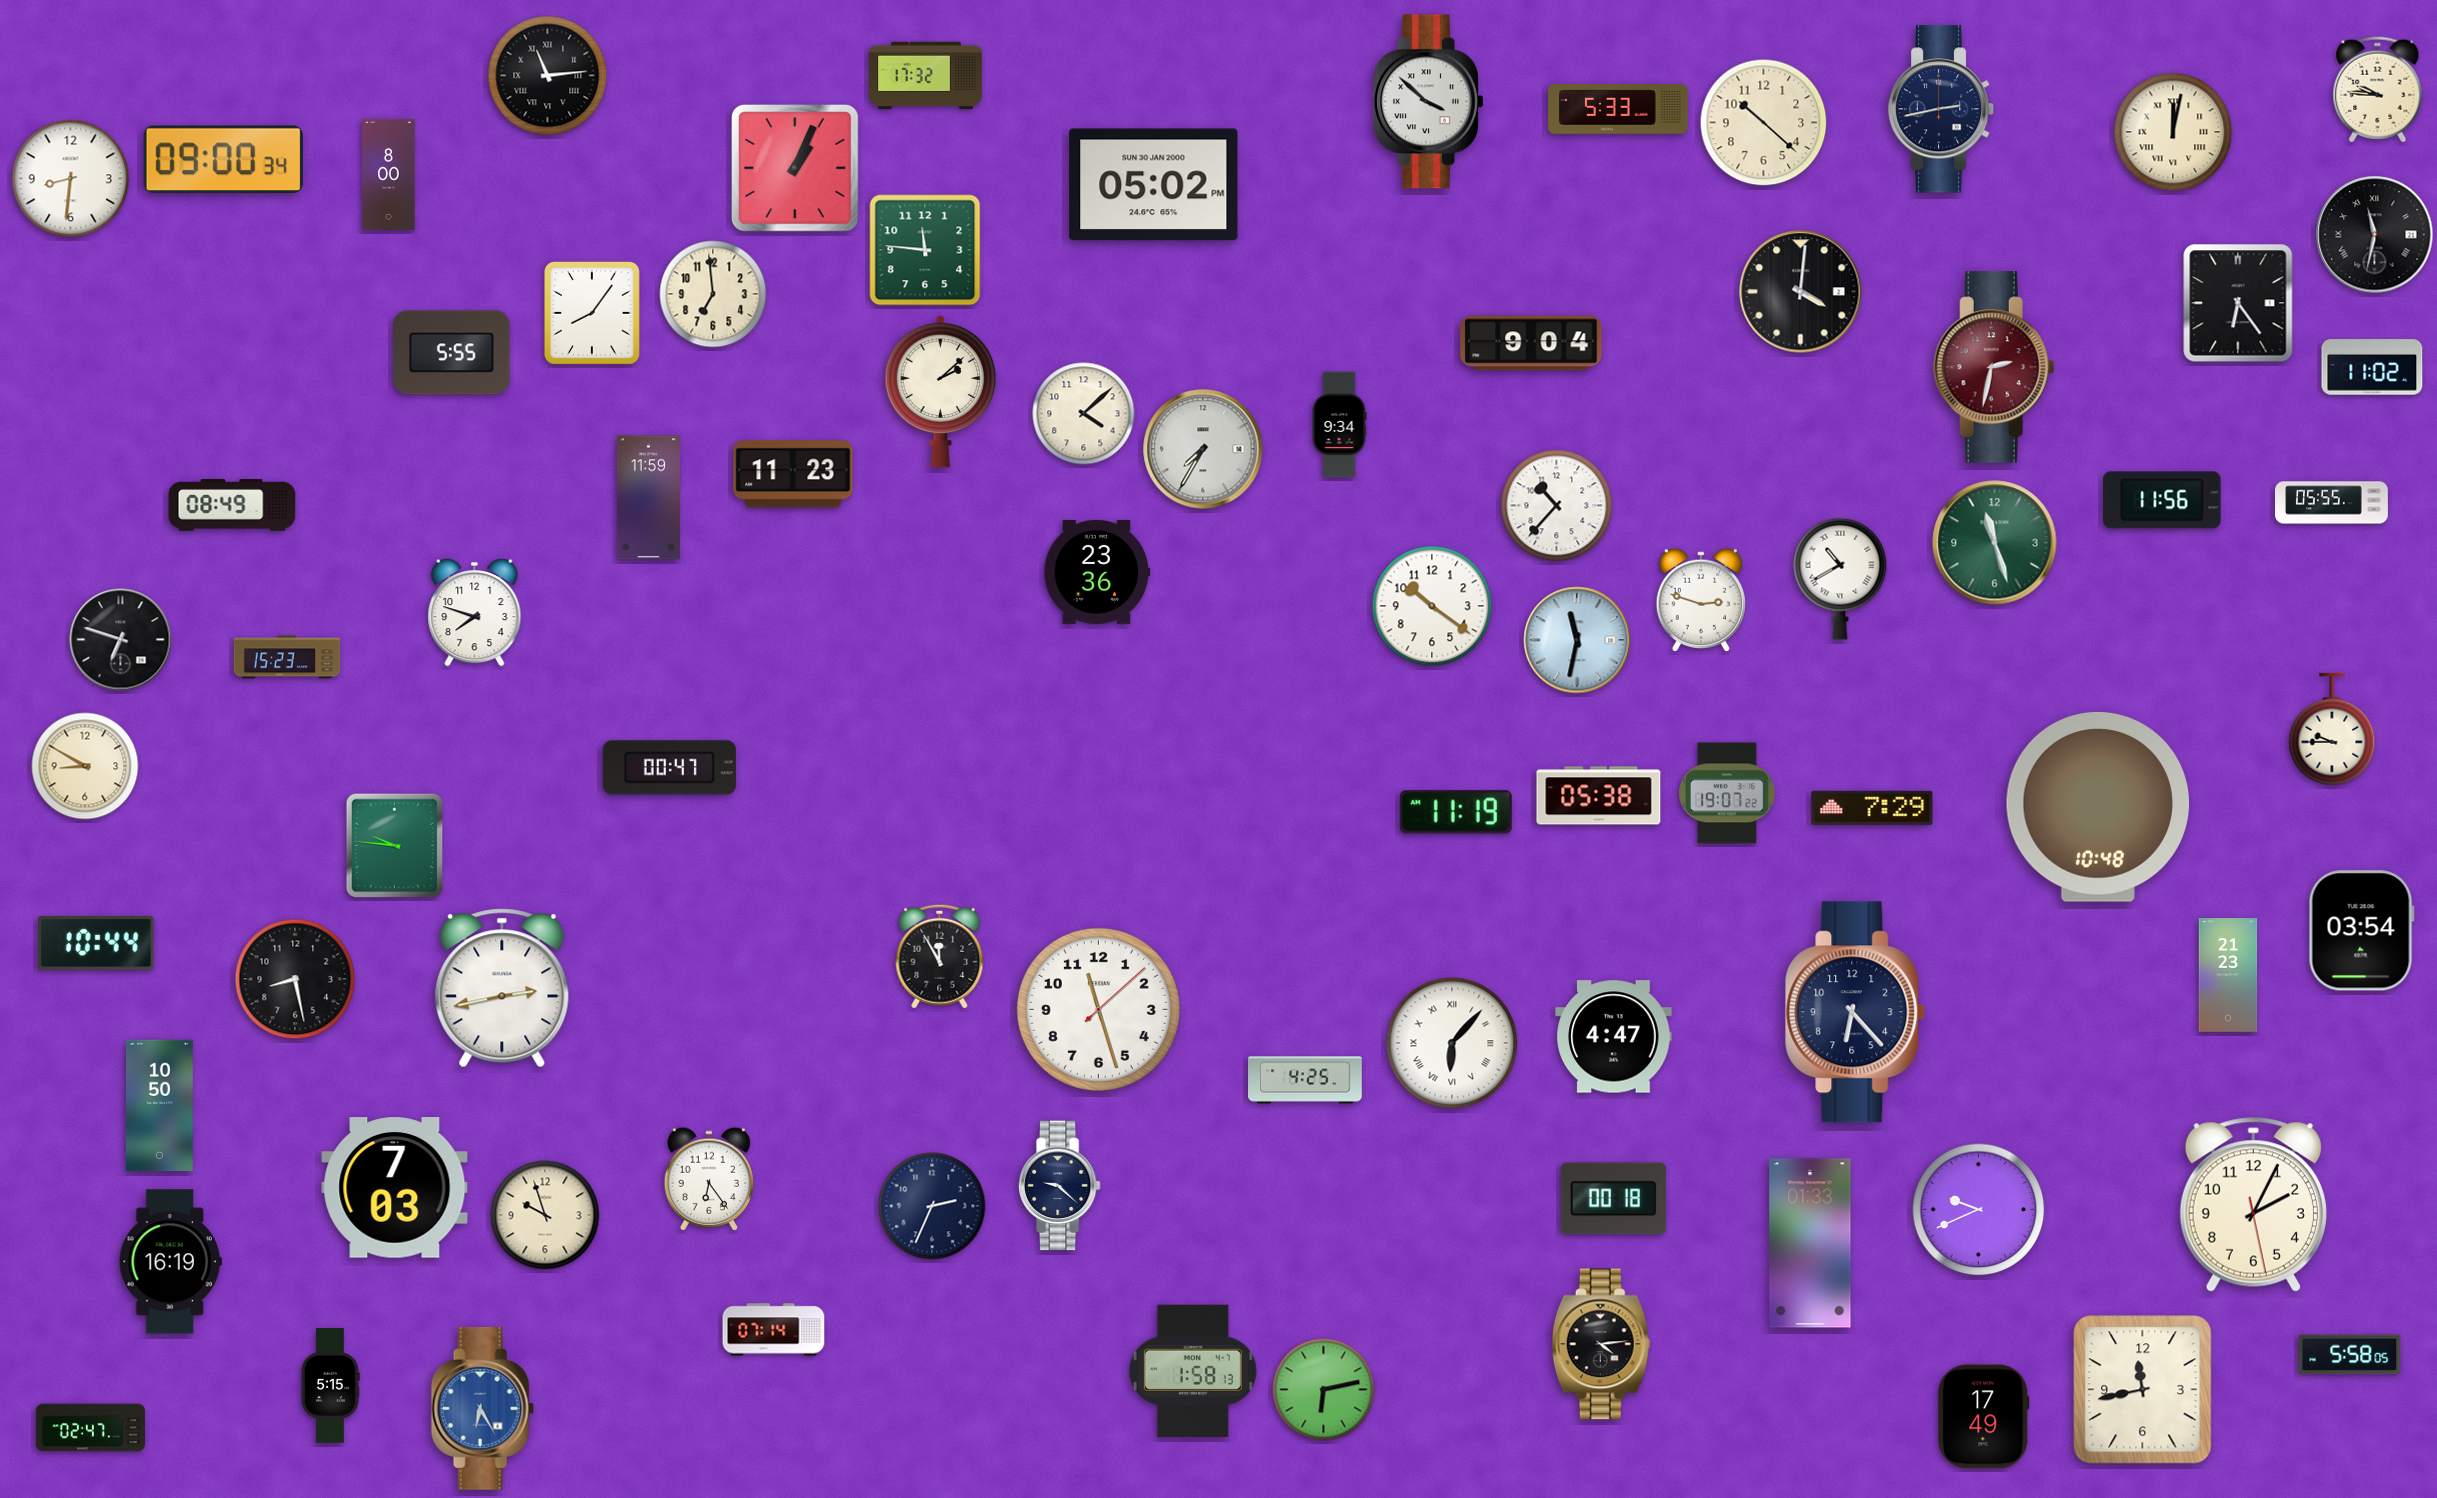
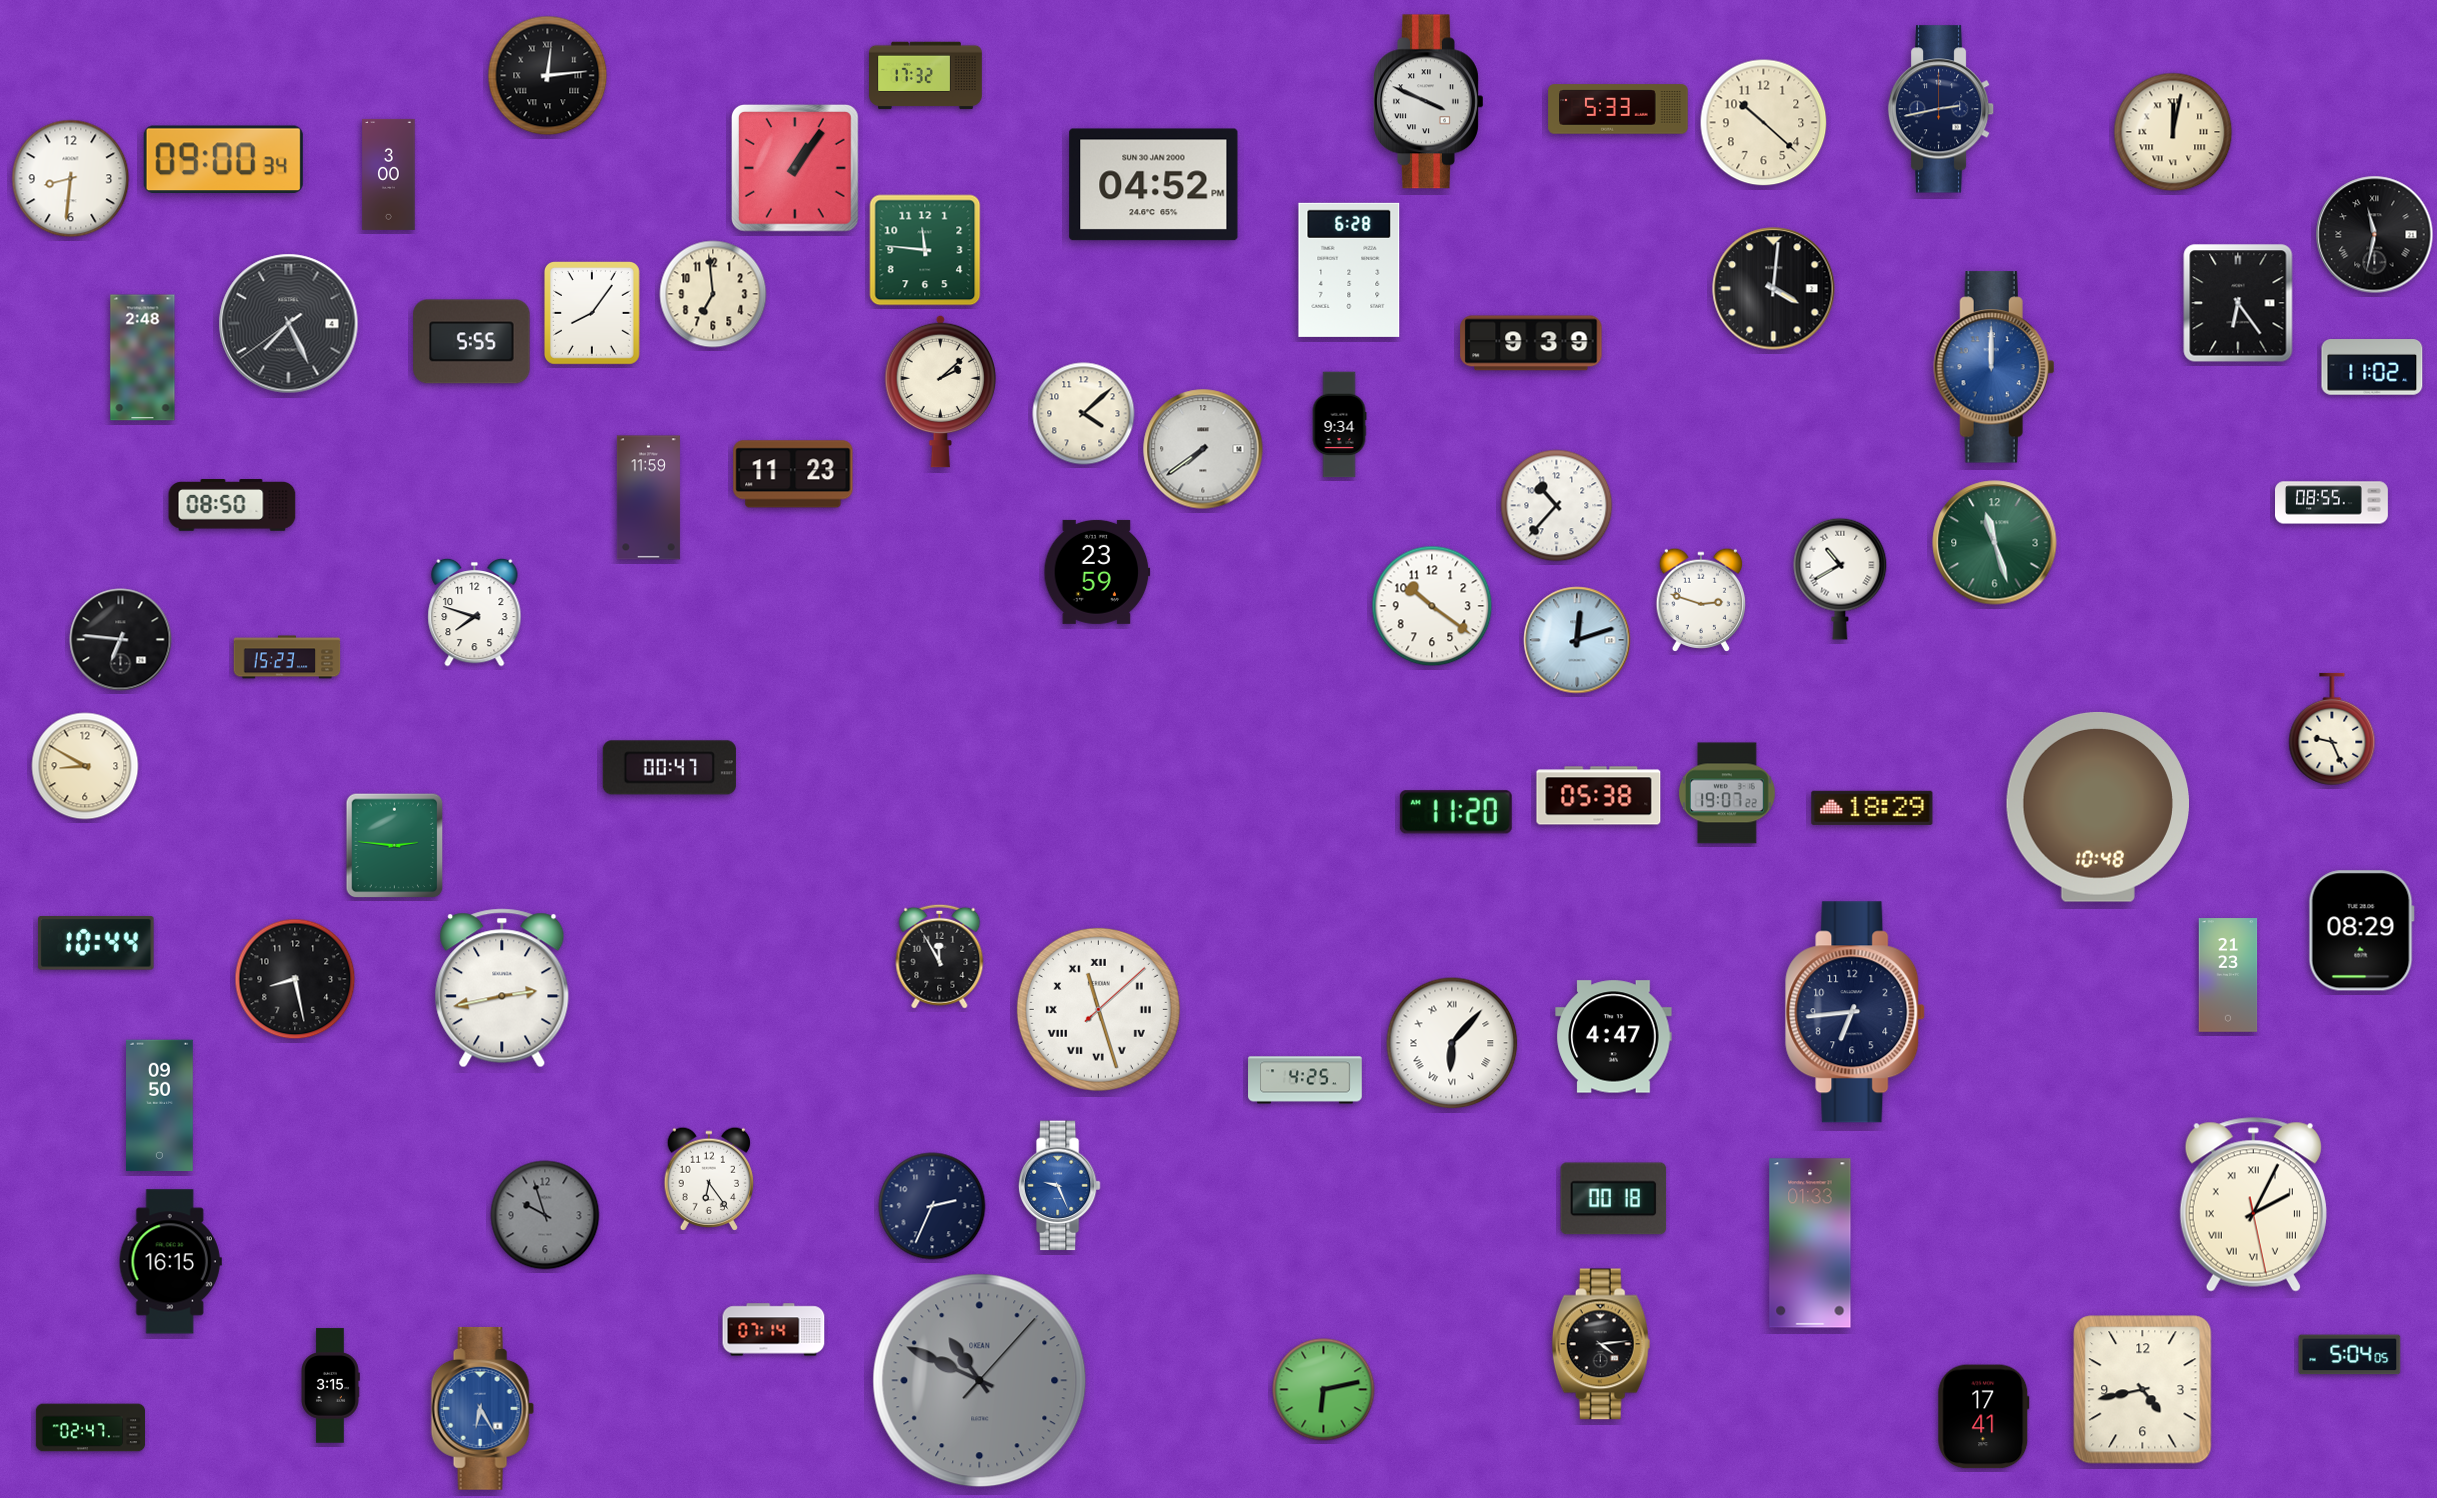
clock at (548, 76): 11:14 -> 12:14
clock at (2378, 90): 9:46 -> none
clock at (1429, 102): 3:52 -> 3:49
clock at (795, 168): 1:04 -> 1:06
clock at (389, 174): 8:00 -> 3:00
clock at (1154, 185): 05:02 -> 04:52
clock at (1349, 270): none -> 6:28
clock at (1801, 292) position: (1801, 292) -> (1774, 289)
clock at (289, 324): none -> 7:25
clock at (1531, 343): 9:04 -> 9:39
clock at (452, 353) position: (452, 353) -> (472, 342)
clock at (143, 358): none -> 2:48
clock at (1994, 367): 2:32 -> 12:00
clock at (1994, 367) dial: burgundy -> blue
clock at (1203, 449): 7:35 -> 7:39
clock at (2162, 500): 11:56 -> none
clock at (2332, 503): 05:55 -> 08:55
clock at (232, 505): 08:49 -> 08:50
clock at (1097, 572): 23:36 -> 23:59
clock at (121, 640): 6:48 -> 6:46
clock at (1577, 640): 11:32 -> 12:12
clock at (2332, 729): 9:45 -> 9:26
clock at (1872, 808): 7:29 -> 18:29
clock at (1456, 812): 11:19 -> 11:20
clock at (395, 846): 9:46 -> 2:46
clock at (2361, 931): 03:54 -> 08:29
clock at (1098, 1009) numerals: Arabic -> Roman
clock at (1856, 1012): 6:23 -> 6:44
clock at (160, 1106): 10:50 -> 09:50
clock at (1059, 1186): 9:22 -> 9:26
clock at (1059, 1186) dial: navy -> blue
clock at (395, 1188): 7:03 -> none
clock at (2253, 1205) numerals: Arabic -> Roman
clock at (1979, 1210): 9:41 -> none
clock at (545, 1215) dial: cream -> grey
clock at (170, 1262): 16:19 -> 16:15
clock at (2350, 1355): 5:58 -> 5:04
clock at (1193, 1371): 1:58 -> none
clock at (980, 1381): none -> 10:49
clock at (330, 1386): 5:15 -> 3:15
clock at (2143, 1390): 11:43 -> 4:43
clock at (1984, 1417): 17:49 -> 17:41
